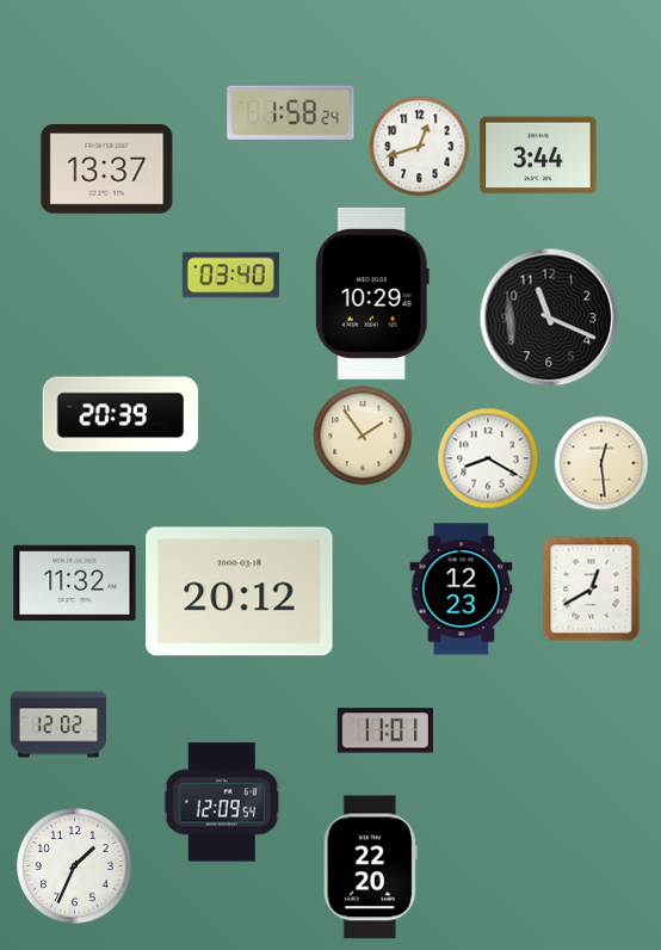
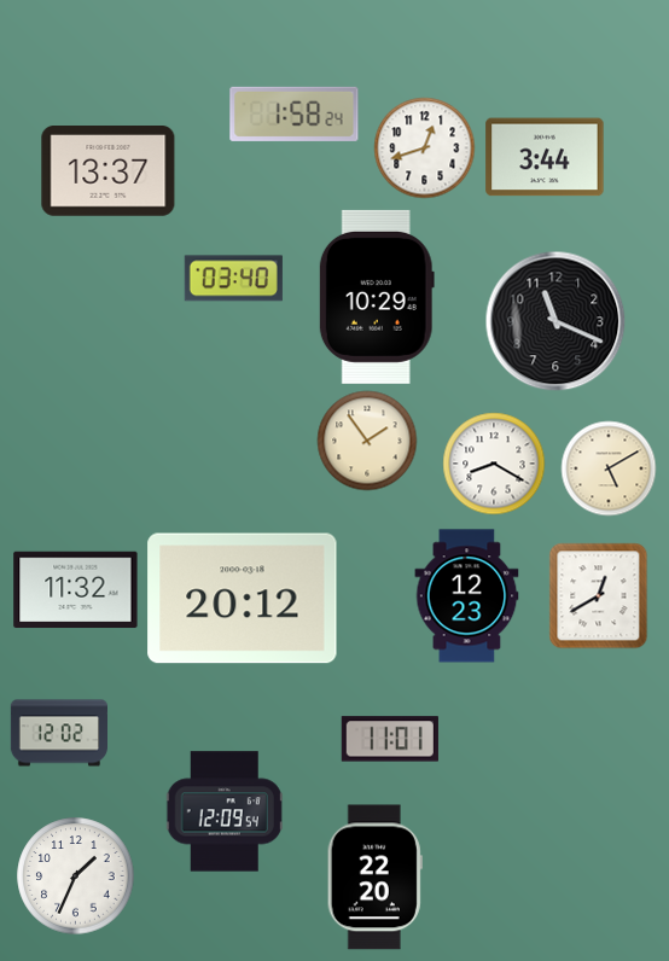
clock at (121, 414): 20:39 -> none
clock at (601, 463): 12:29 -> 5:10
